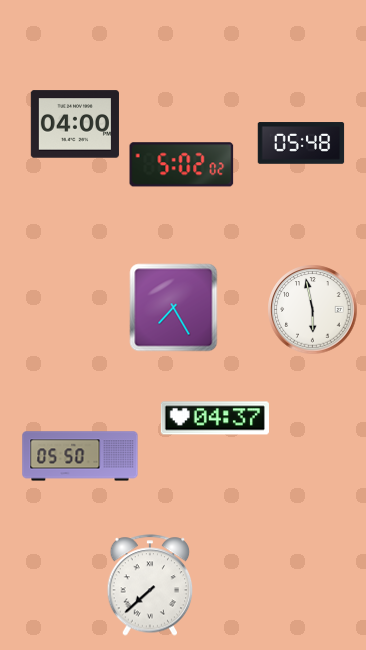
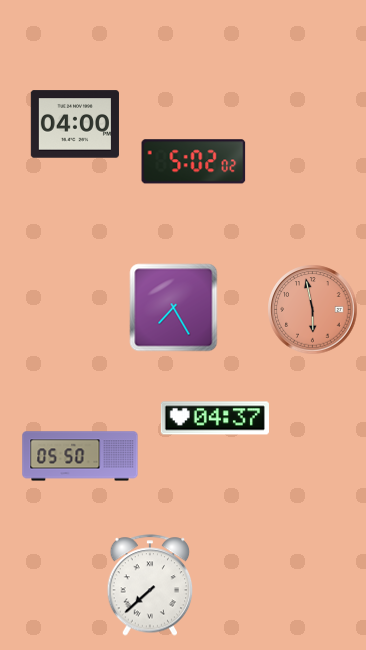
clock at (301, 143): 05:48 -> none
clock at (182, 165) position: (182, 165) -> (194, 162)
clock at (313, 310) dial: white -> salmon
